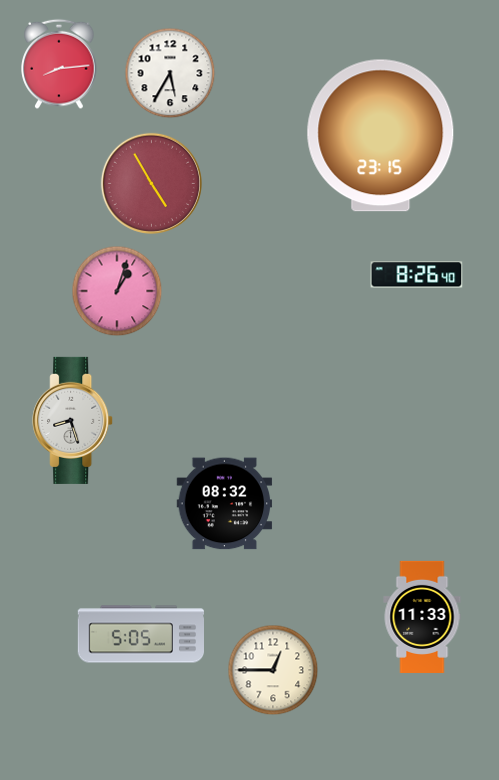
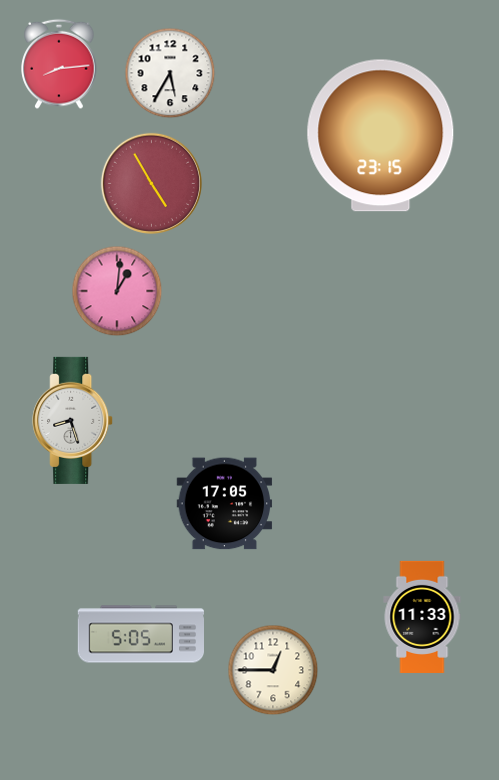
clock at (417, 275): 8:26 -> none
clock at (117, 291): 1:03 -> 1:01
clock at (225, 504): 08:32 -> 17:05
